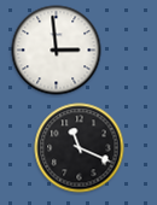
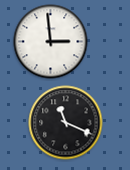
clock at (57, 51) position: (57, 51) -> (51, 42)
